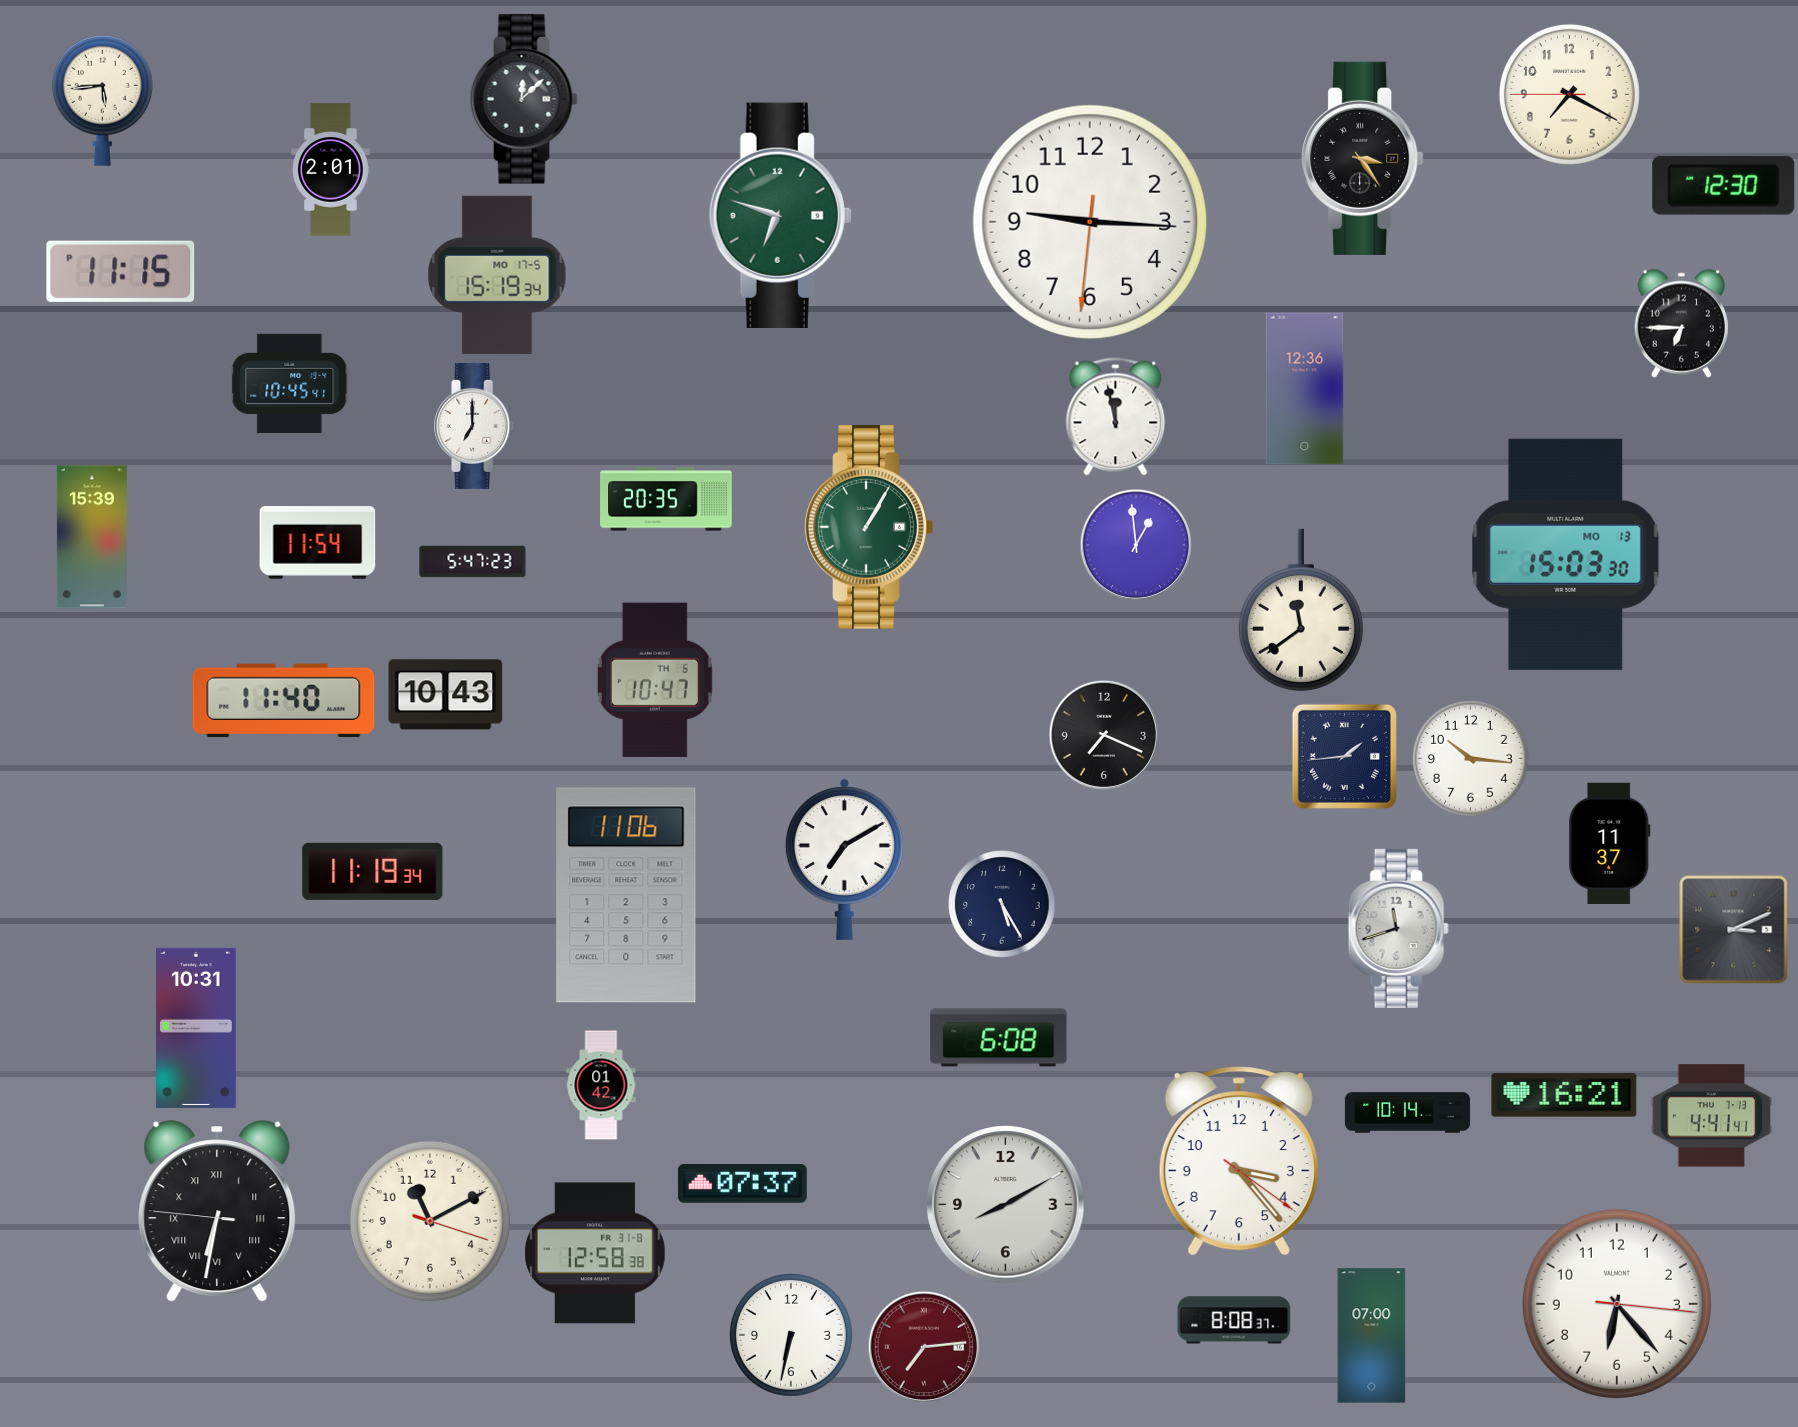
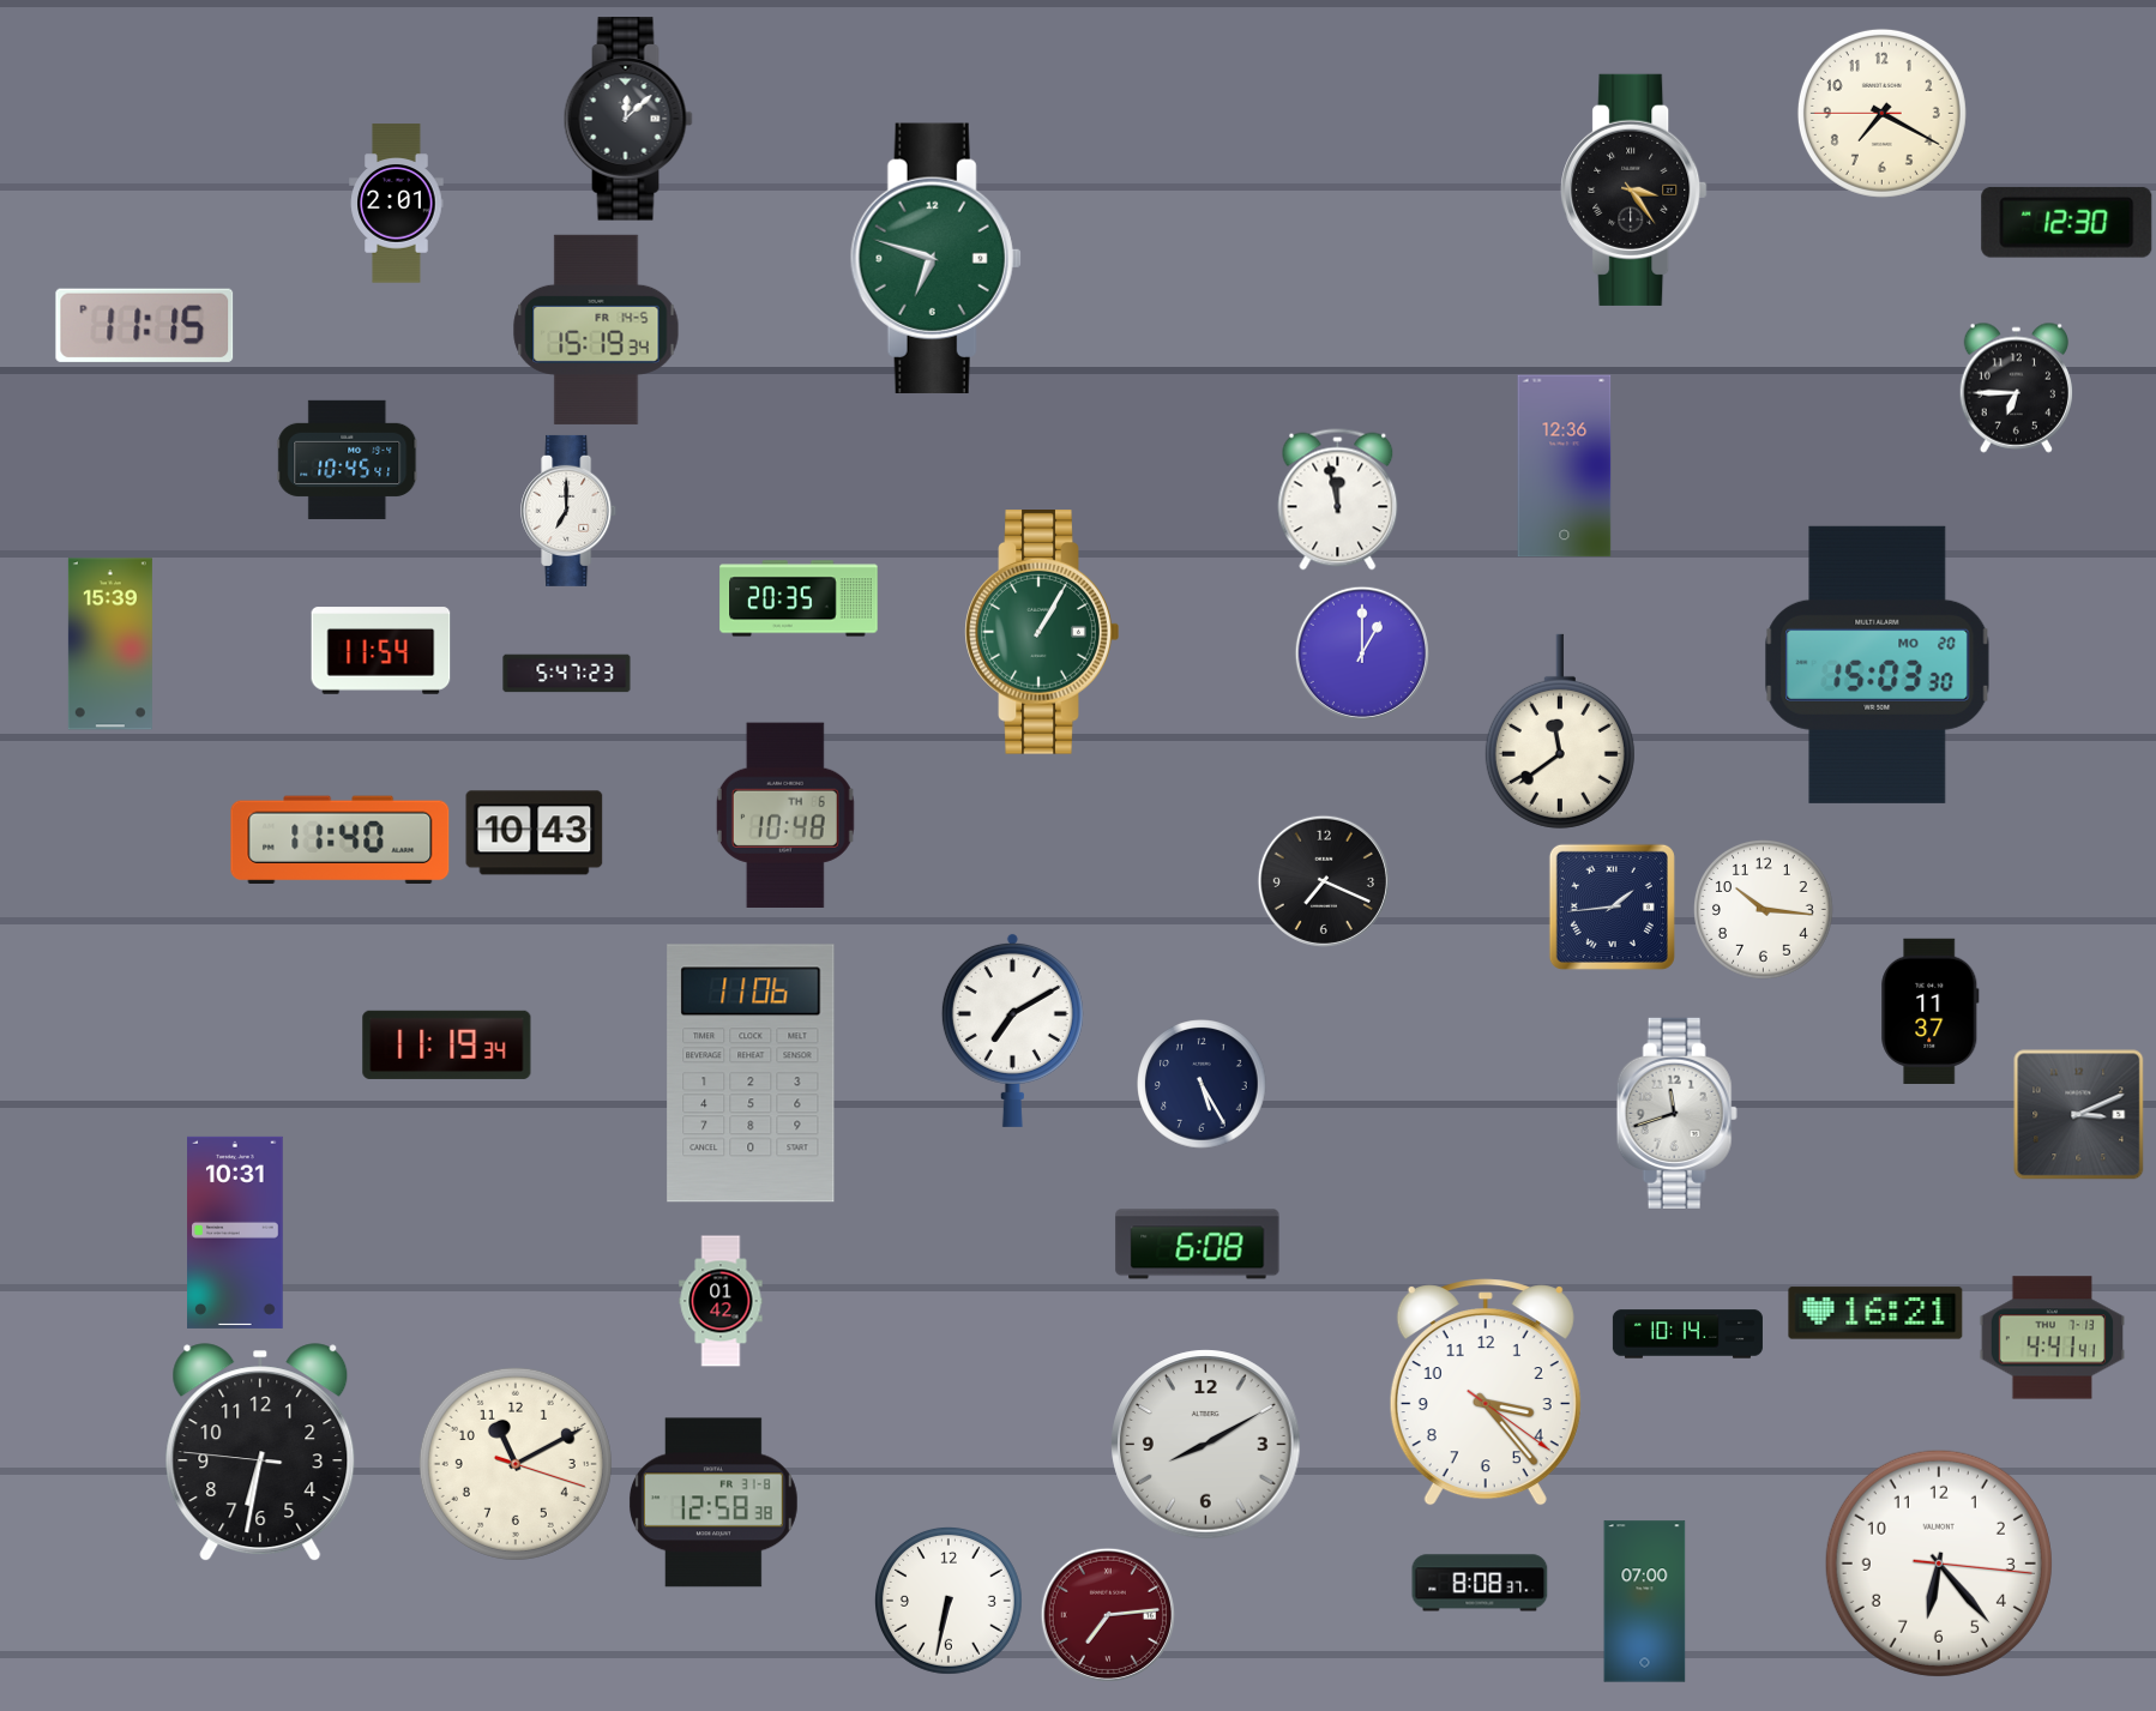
clock at (102, 100): 5:44 -> none
clock at (1089, 221): 9:15 -> none
clock at (497, 275) date: MO 17-5 -> FR 14-5
clock at (1136, 545): 12:59 -> 1:00
clock at (1566, 554) date: MO 13 -> MO 20
clock at (655, 679): 10:47 -> 10:48
clock at (742, 1184): 07:37 -> none
clock at (217, 1212) numerals: Roman -> Arabic
